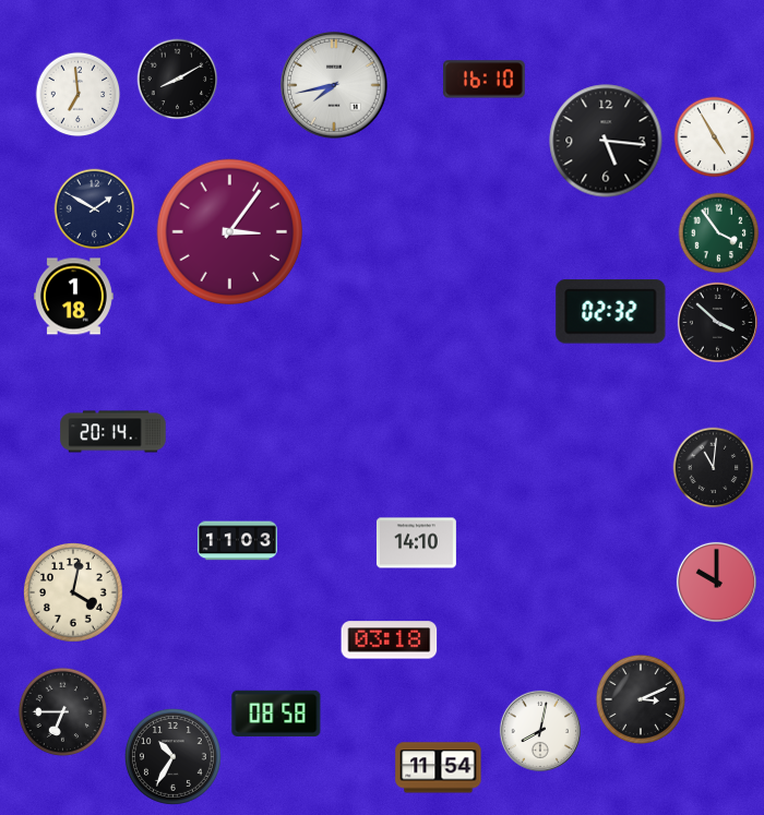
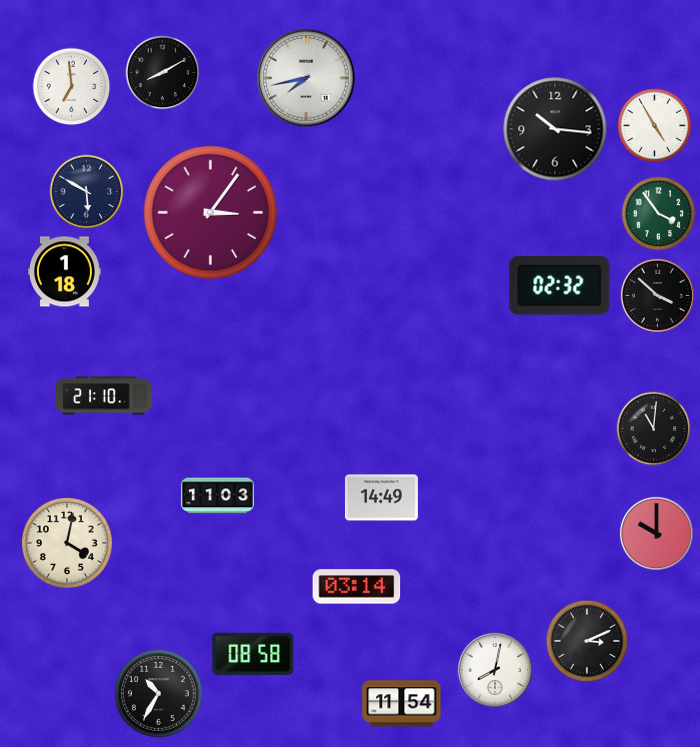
clock at (485, 80): 16:10 -> none
clock at (606, 141): 5:16 -> 10:16
clock at (95, 209): 1:50 -> 5:50
clock at (73, 297) position: (73, 297) -> (64, 272)
clock at (114, 432): 20:14 -> 21:10
clock at (416, 543): 14:10 -> 14:49
clock at (390, 640): 03:18 -> 03:14
clock at (62, 711): 6:45 -> none
